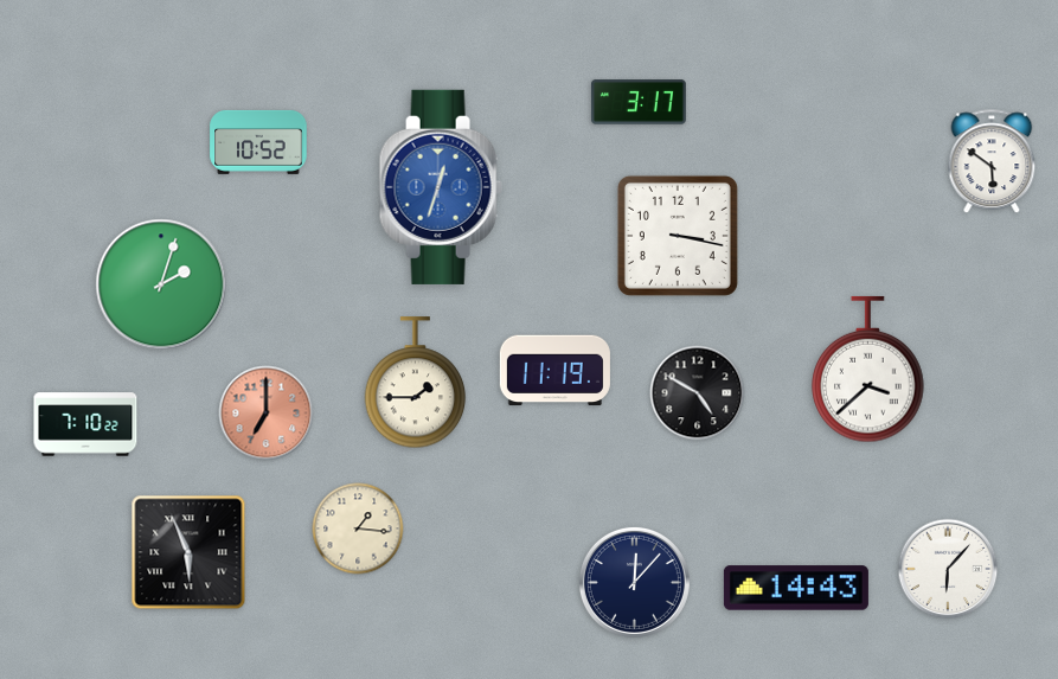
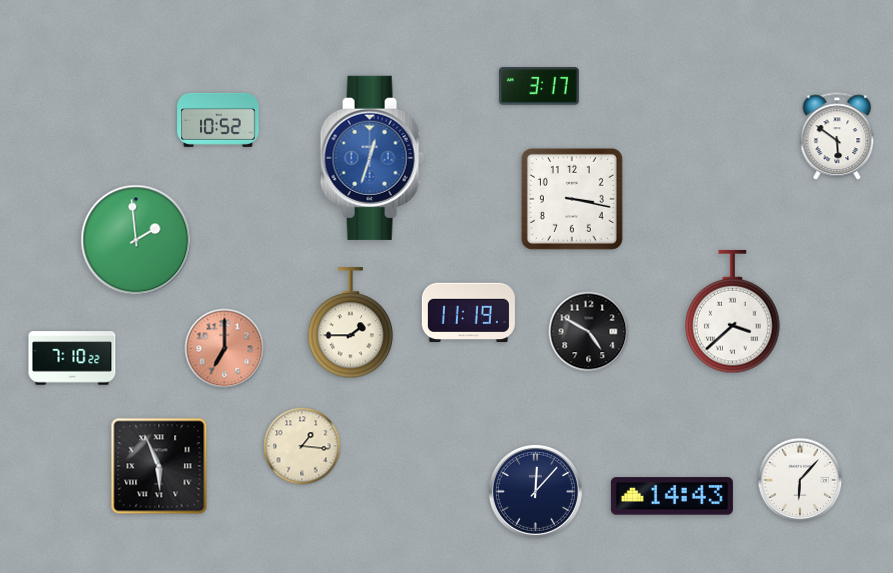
clock at (161, 284): 2:03 -> 1:59
